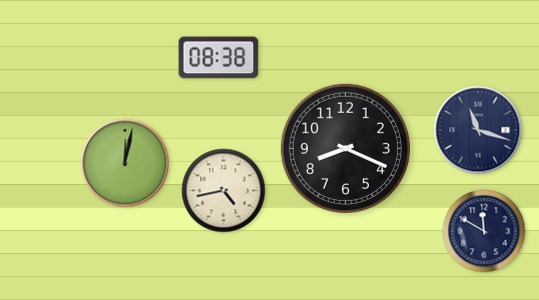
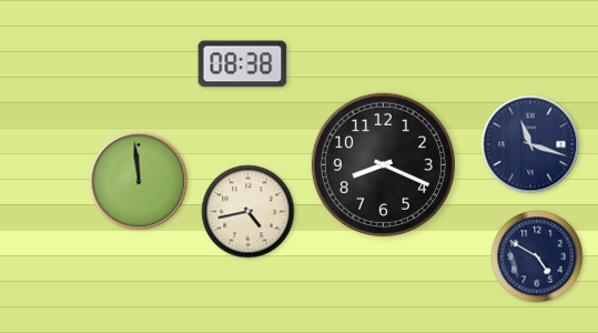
clock at (125, 163): 12:02 -> 11:59
clock at (484, 231): 11:50 -> 4:50
